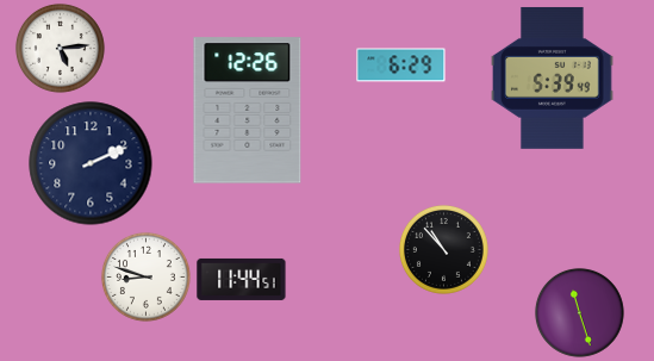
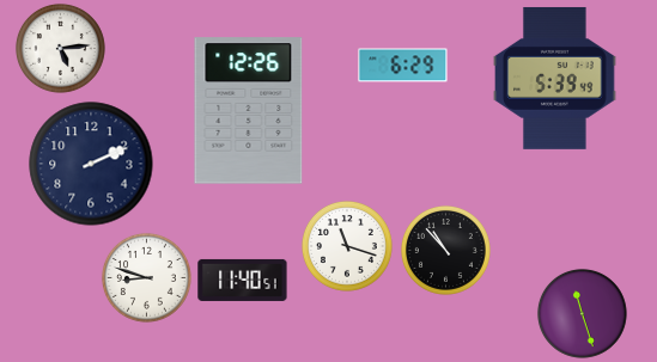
clock at (347, 246): none -> 11:18
clock at (242, 279): 11:44 -> 11:40
